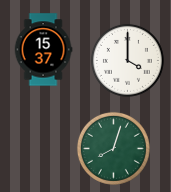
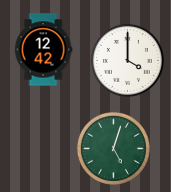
clock at (43, 50): 15:37 -> 12:42
clock at (113, 148): 8:03 -> 5:03
